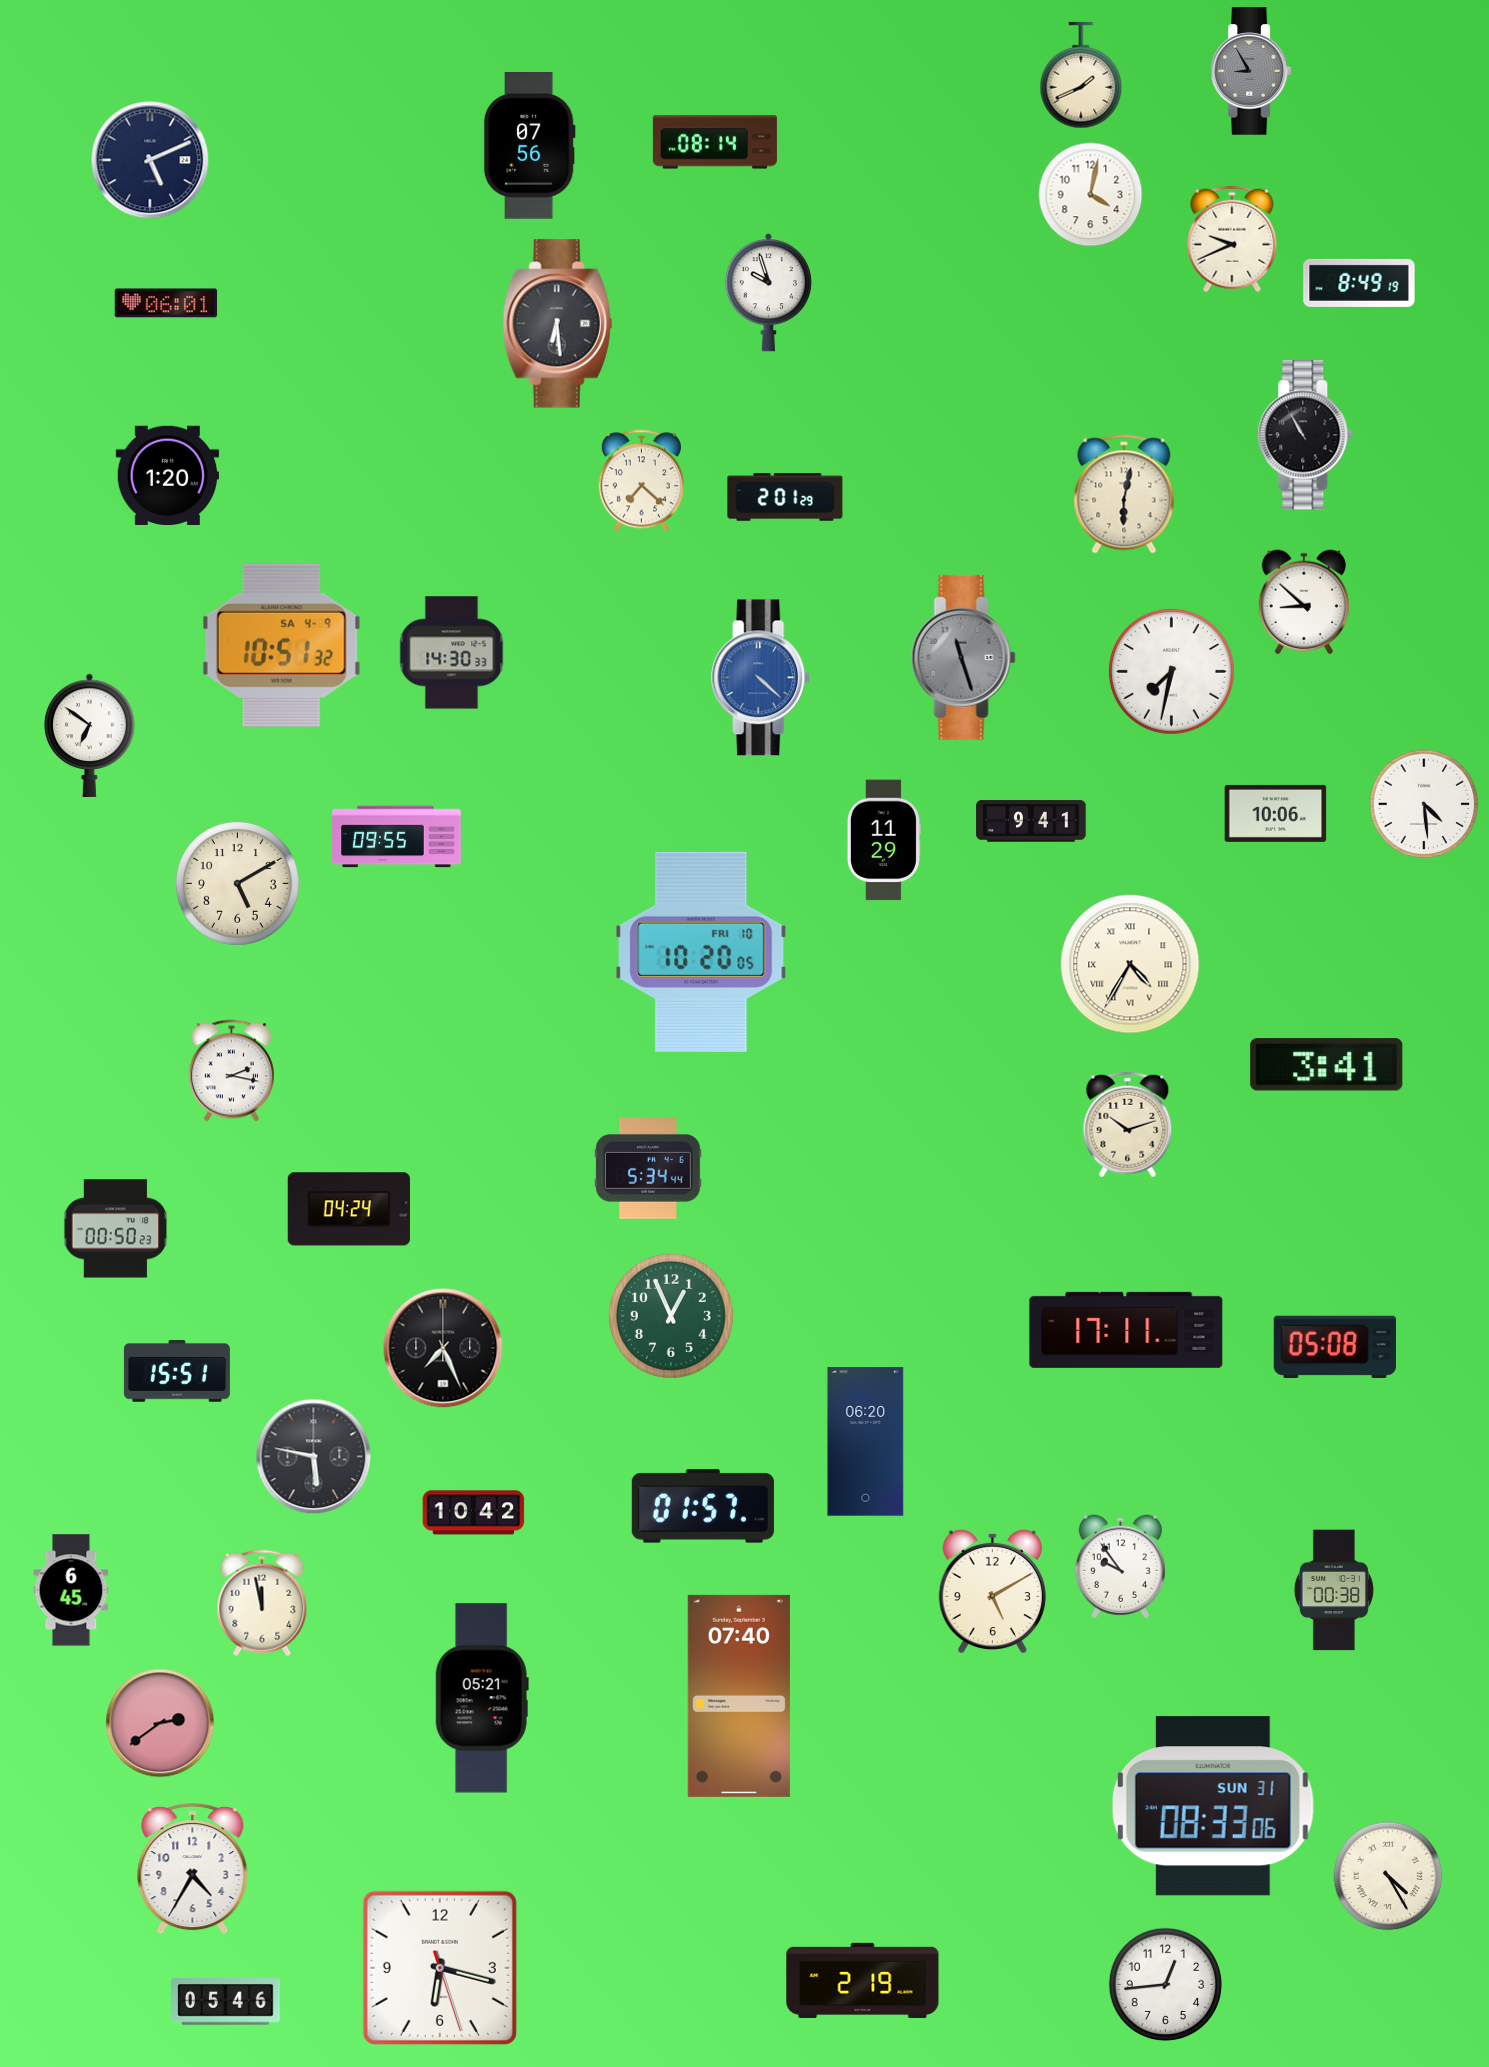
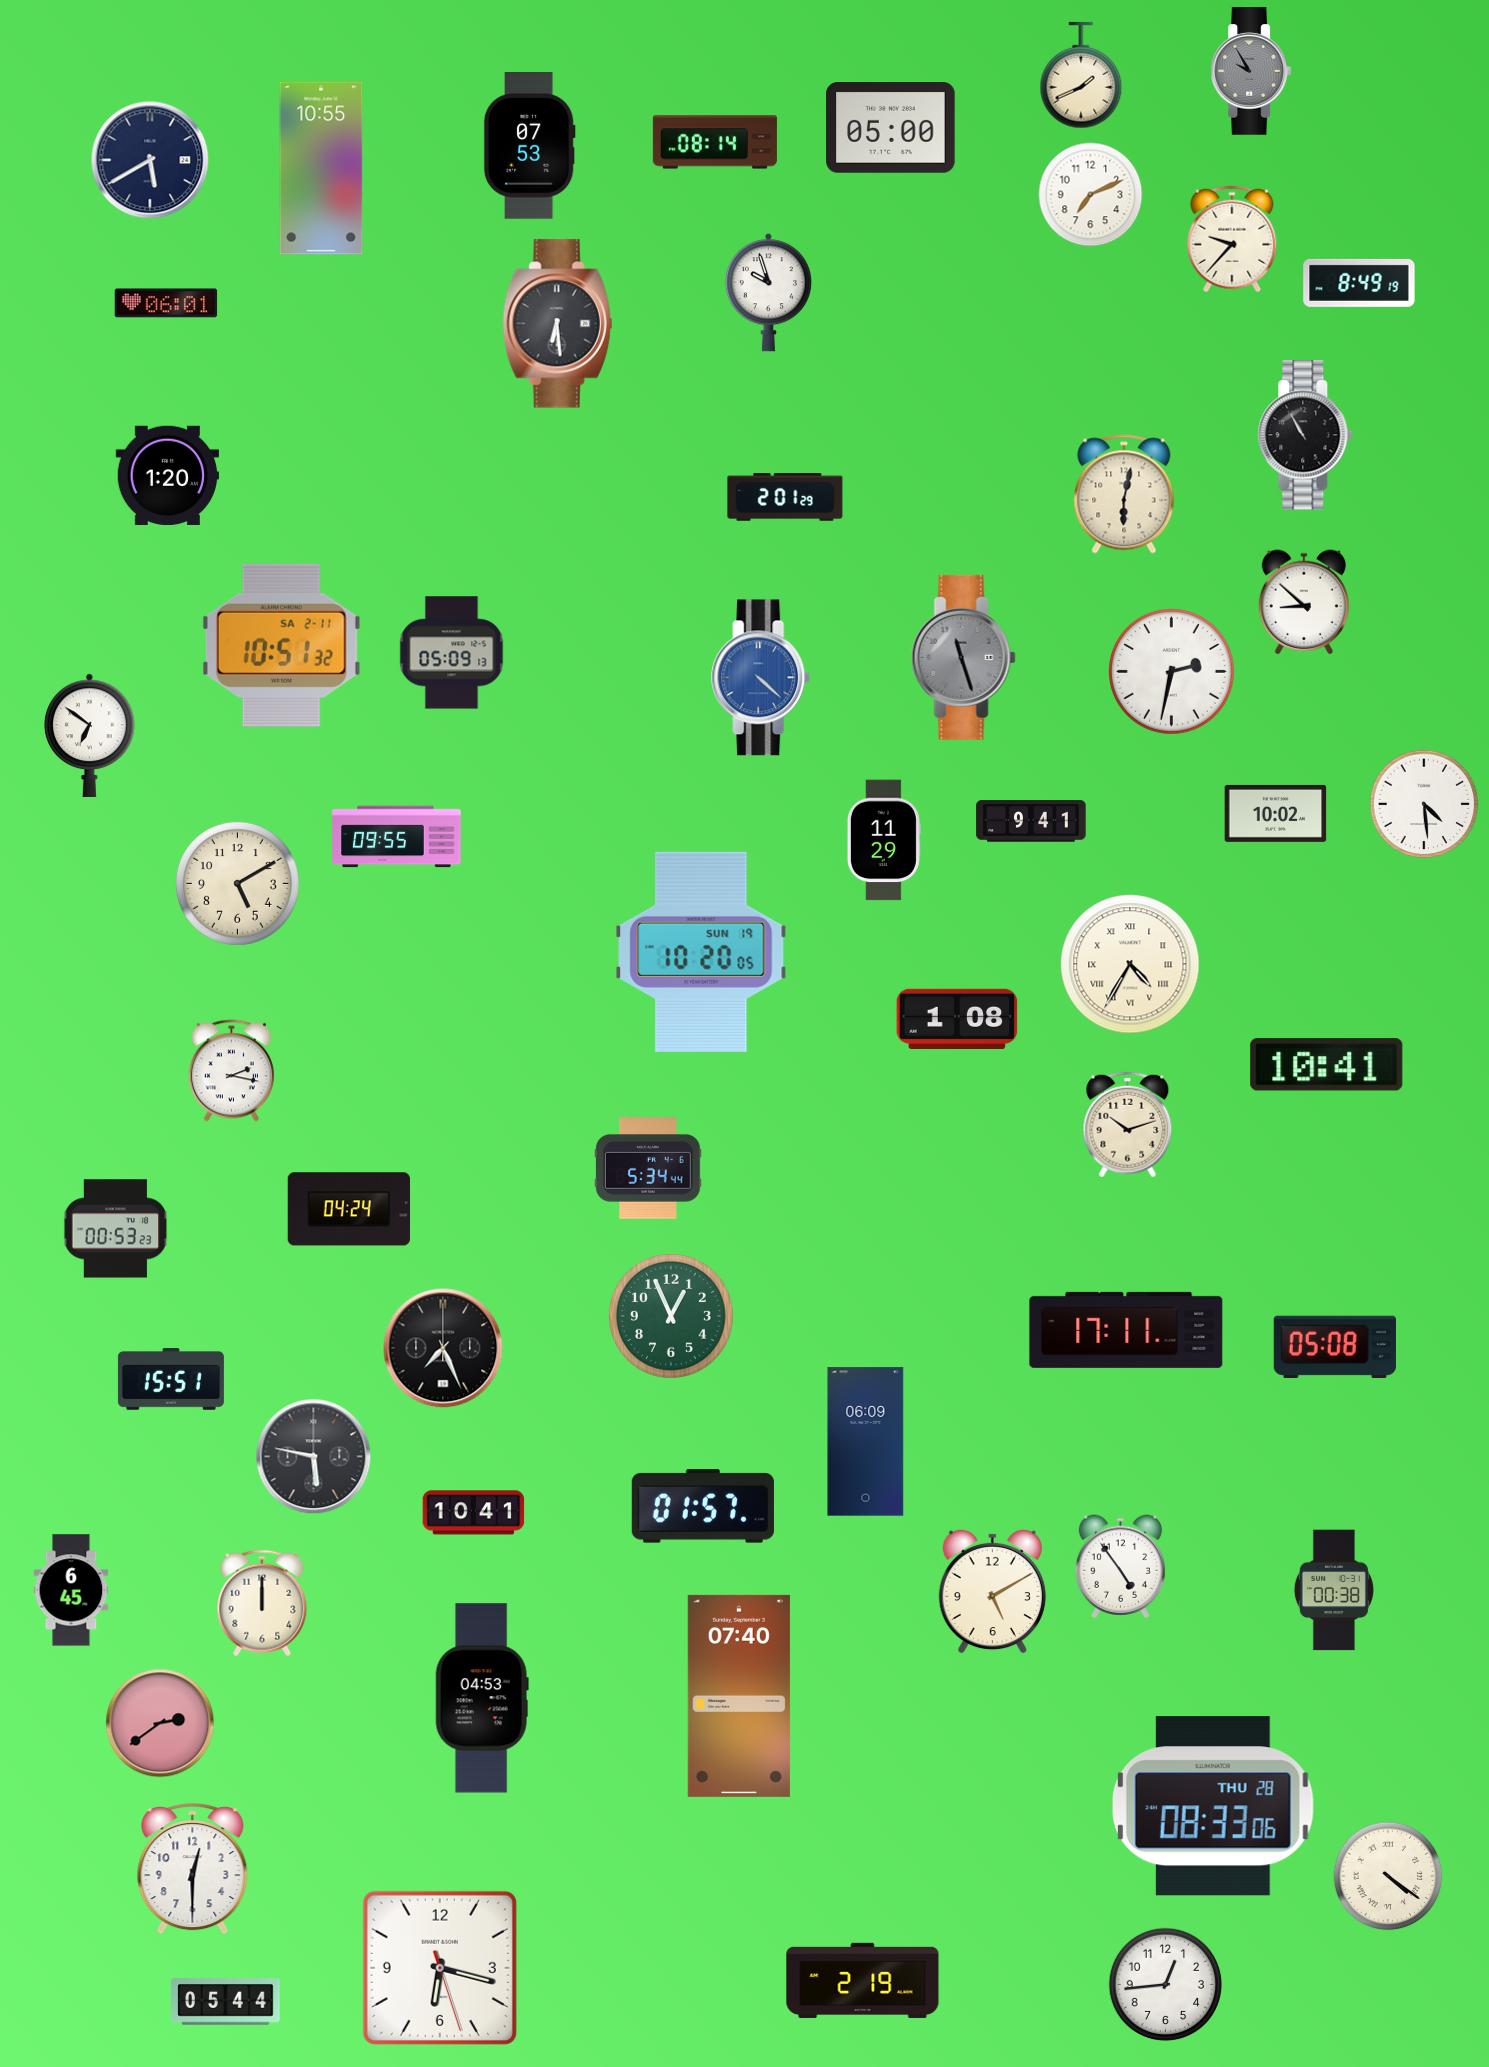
clock at (1251, 71): 8:55 -> 9:55
clock at (891, 128): none -> 05:00
clock at (529, 146): 07:56 -> 07:53
clock at (150, 160): 5:11 -> 5:40
clock at (321, 168): none -> 10:55
clock at (1091, 195): 4:02 -> 7:11
clock at (1232, 239): 9:41 -> 9:37
clock at (641, 481): 7:22 -> none
clock at (281, 645) date: SA 4-9 -> SA 2-11
clock at (452, 653): 14:30 -> 05:09
clock at (1171, 671): 7:32 -> 2:32
clock at (1276, 813): 10:06 -> 10:02
clock at (701, 952) date: FRI 10 -> SUN 19
clock at (957, 1018): none -> 1:08
clock at (1327, 1065): 3:41 -> 10:41
clock at (116, 1229): 00:50 -> 00:53
clock at (177, 1371) position: (177, 1371) -> (171, 1379)
clock at (866, 1442): 06:20 -> 06:09
clock at (474, 1513): 10:42 -> 10:41
clock at (1120, 1567): 9:54 -> 4:54
clock at (262, 1603): 11:58 -> 12:00
clock at (482, 1698): 05:21 -> 04:53
clock at (1213, 1806) date: SUN 31 -> THU 28
clock at (193, 1869): 4:35 -> 12:30
clock at (1388, 1876): 4:25 -> 4:21
clock at (226, 2002): 05:46 -> 05:44
